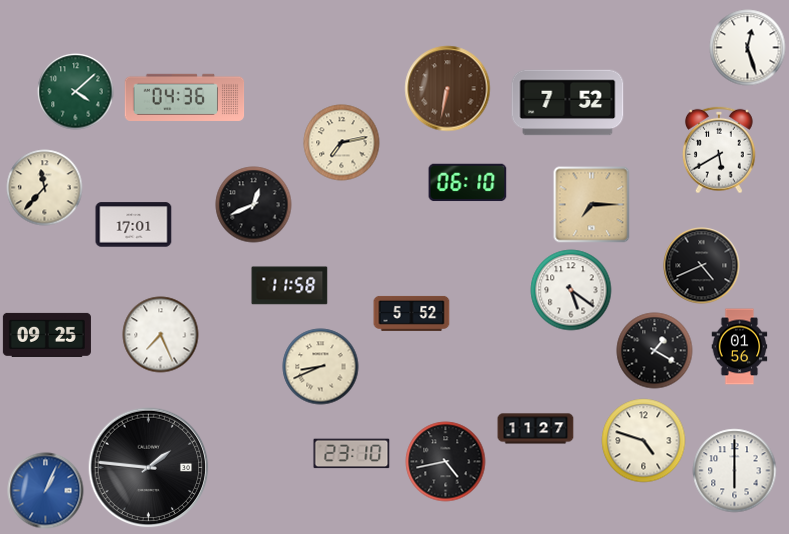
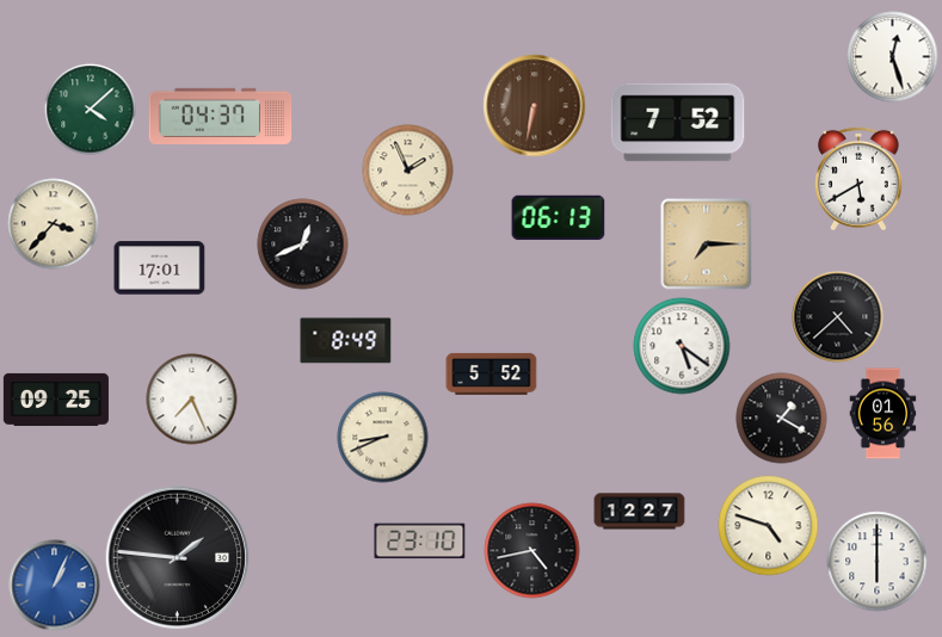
clock at (185, 97): 04:36 -> 04:37
clock at (342, 143): 7:13 -> 1:56
clock at (468, 183): 06:10 -> 06:13
clock at (45, 188): 11:37 -> 3:37
clock at (702, 266): 4:41 -> 4:38
clock at (290, 286): 11:58 -> 8:49
clock at (536, 429): 11:27 -> 12:27
